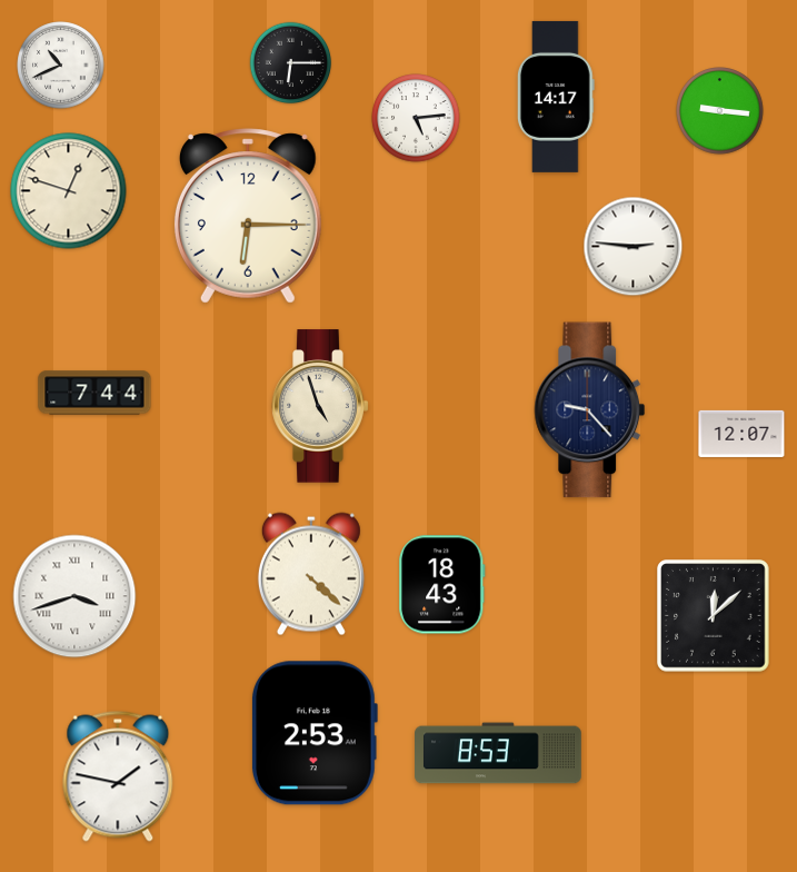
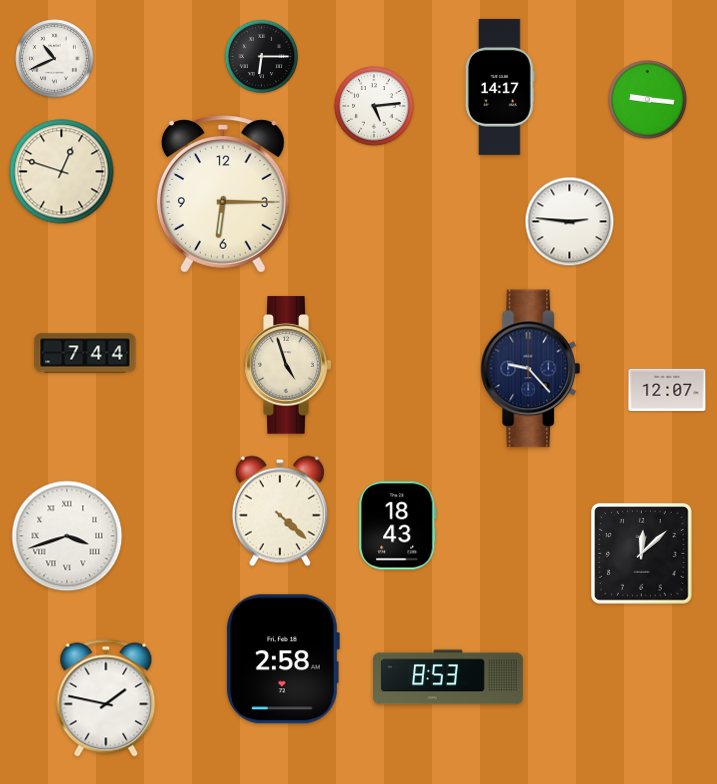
clock at (311, 574) position: (311, 574) -> (280, 511)
clock at (313, 733): 2:53 -> 2:58
